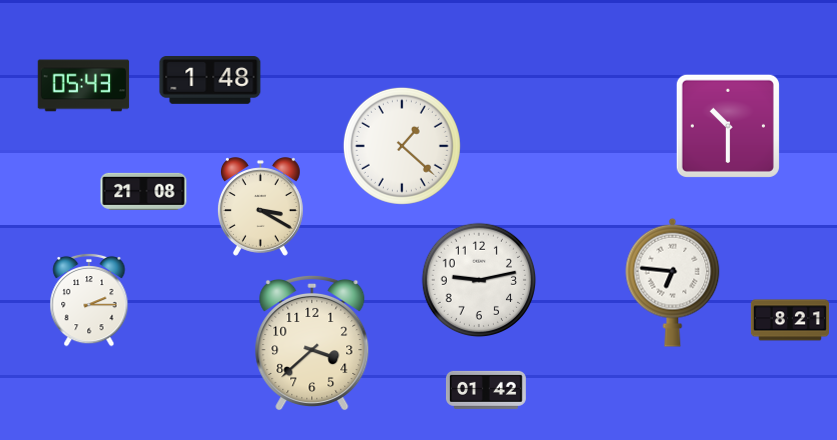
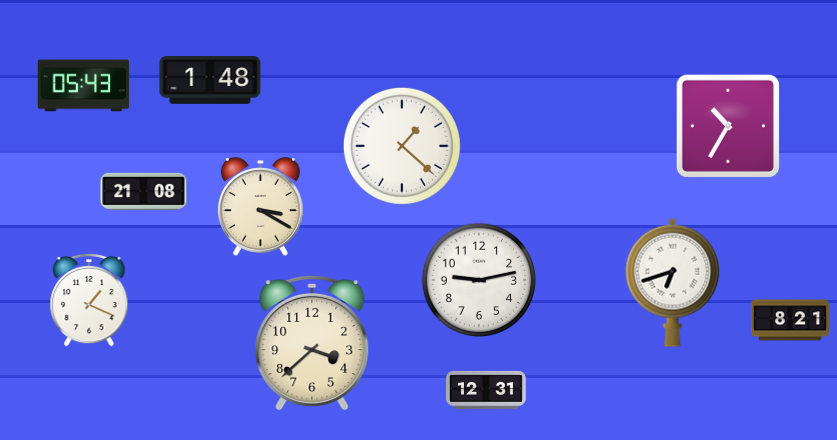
clock at (728, 126): 10:30 -> 10:35
clock at (673, 282): 6:46 -> 6:42
clock at (89, 300): 2:15 -> 1:19
clock at (486, 390): 01:42 -> 12:31
